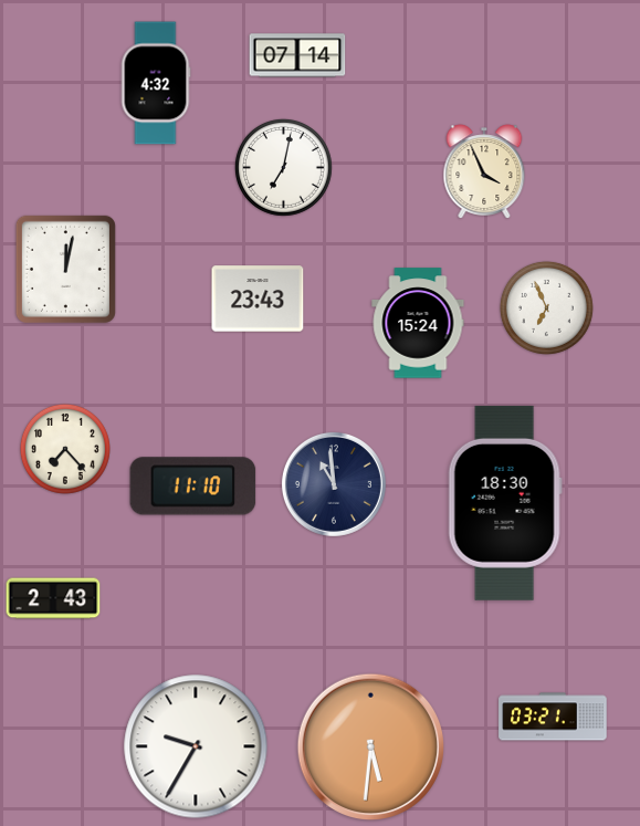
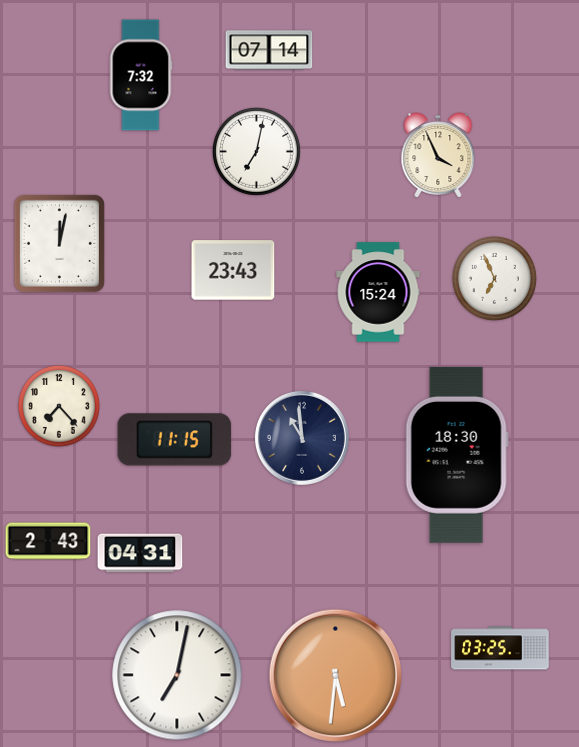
clock at (156, 83): 4:32 -> 7:32
clock at (193, 487): 11:10 -> 11:15
clock at (140, 553): none -> 04:31
clock at (553, 717): 03:21 -> 03:25
clock at (196, 746): 9:35 -> 7:02
